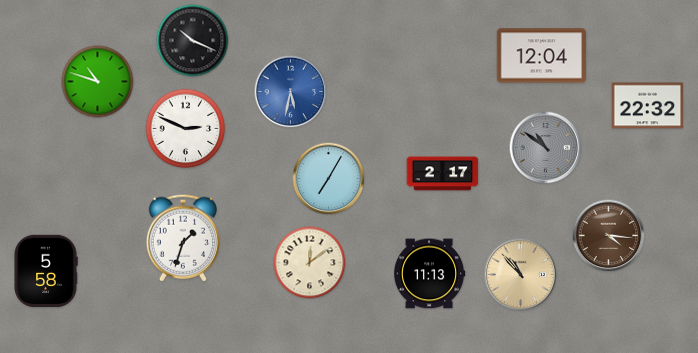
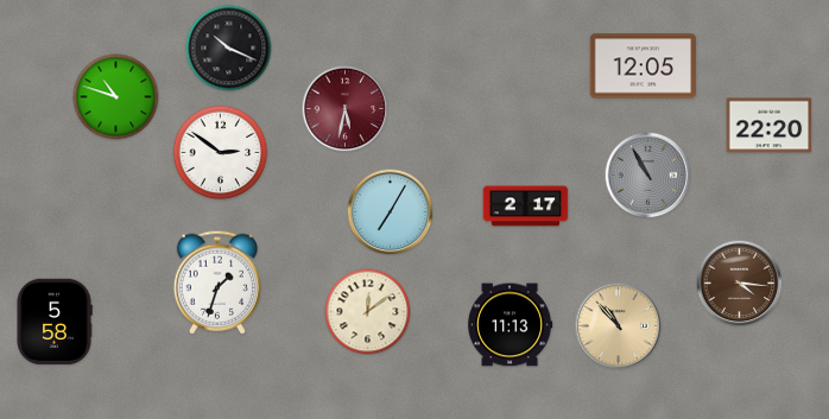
clock at (542, 56): 12:04 -> 12:05
clock at (291, 92) dial: blue -> burgundy
clock at (648, 106): 22:32 -> 22:20
clock at (186, 129): 2:49 -> 2:51
clock at (546, 148): 10:51 -> 10:55
clock at (609, 236) position: (609, 236) -> (740, 284)
